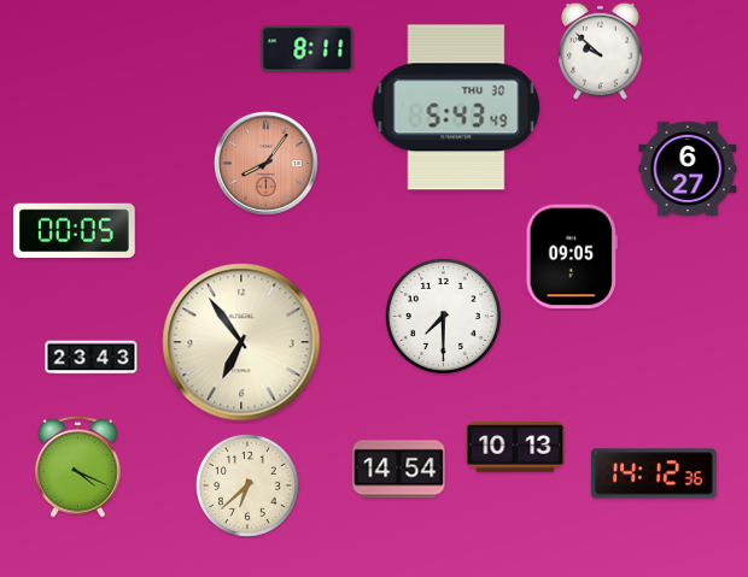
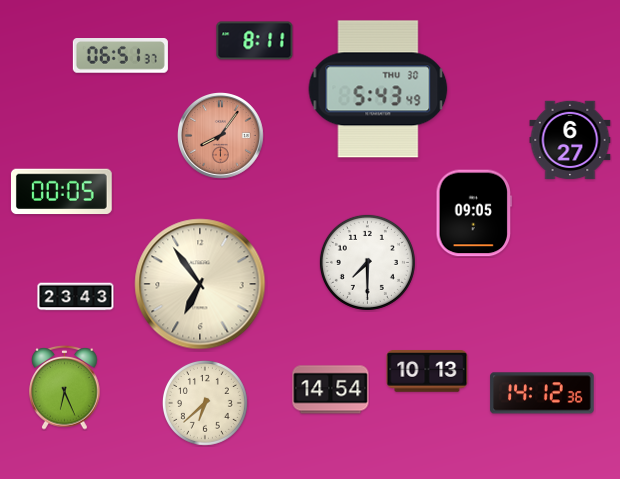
clock at (601, 51): 9:52 -> none
clock at (120, 56): none -> 06:51
clock at (78, 467): 4:19 -> 6:26
